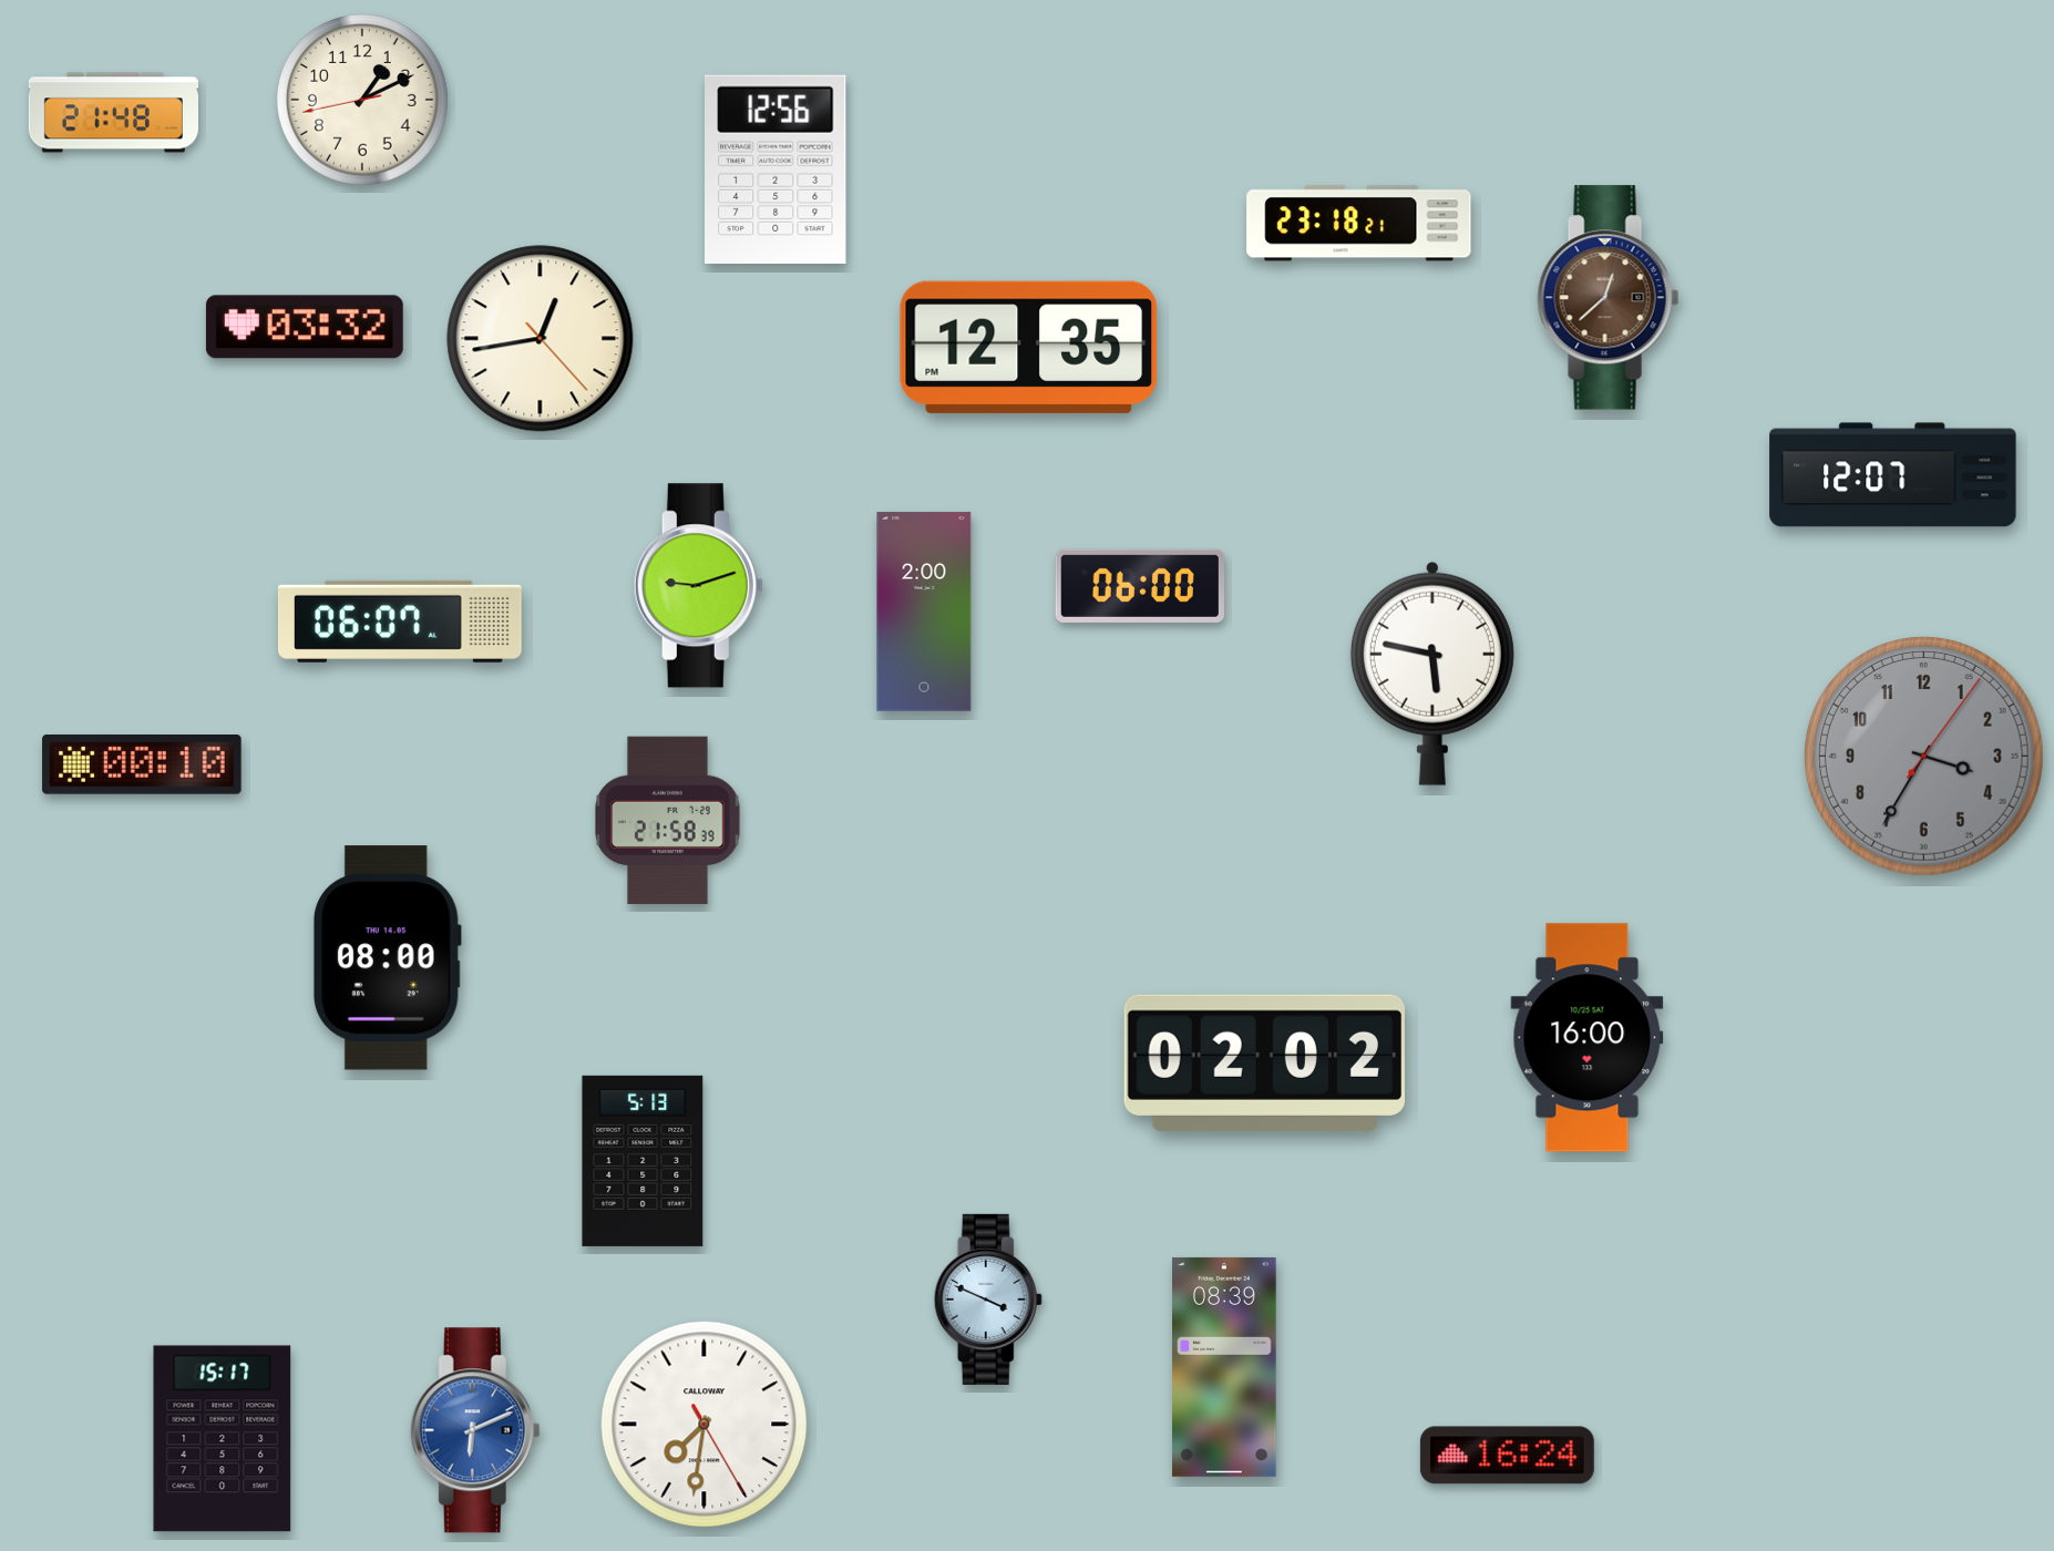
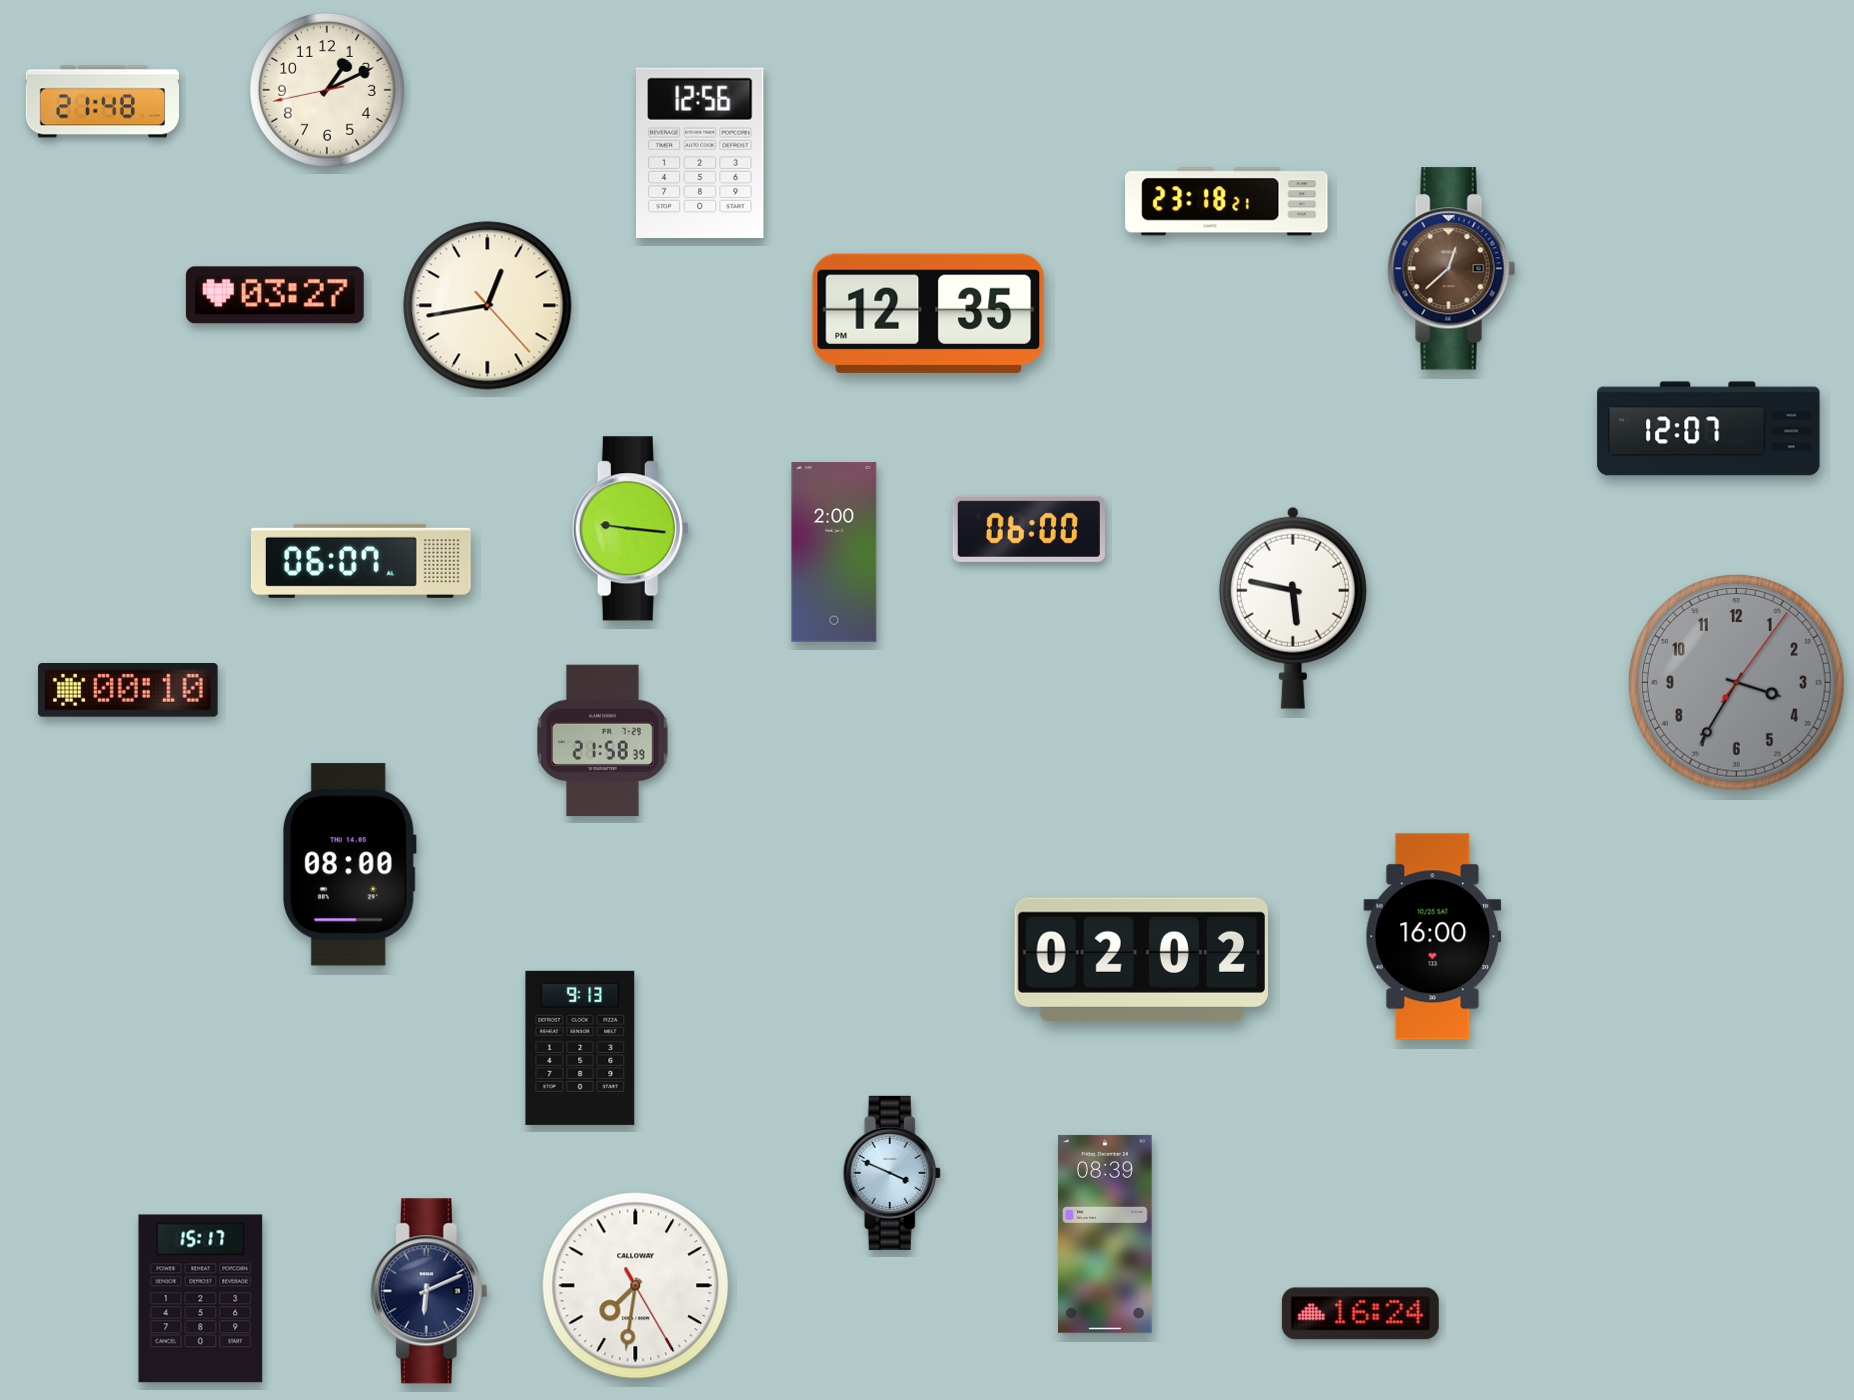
clock at (305, 327): 03:32 -> 03:27
clock at (698, 586): 9:12 -> 9:16
clock at (643, 1161): 5:13 -> 9:13
clock at (475, 1430) dial: blue -> navy
